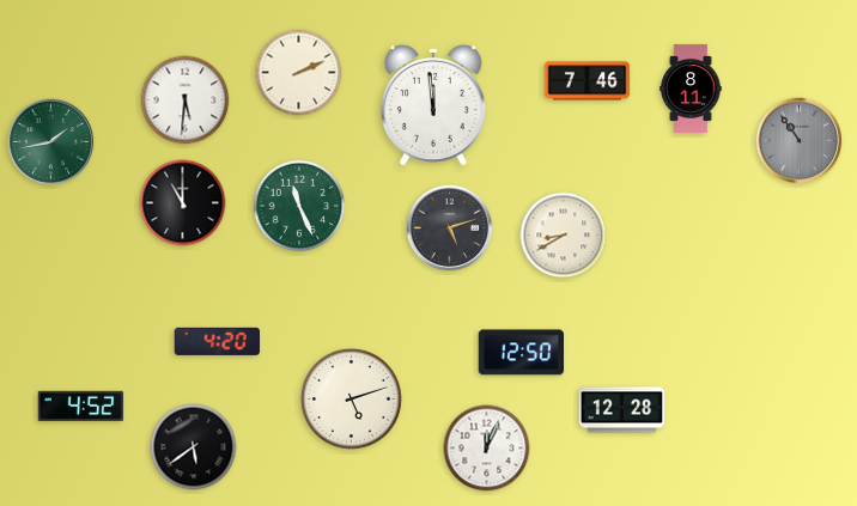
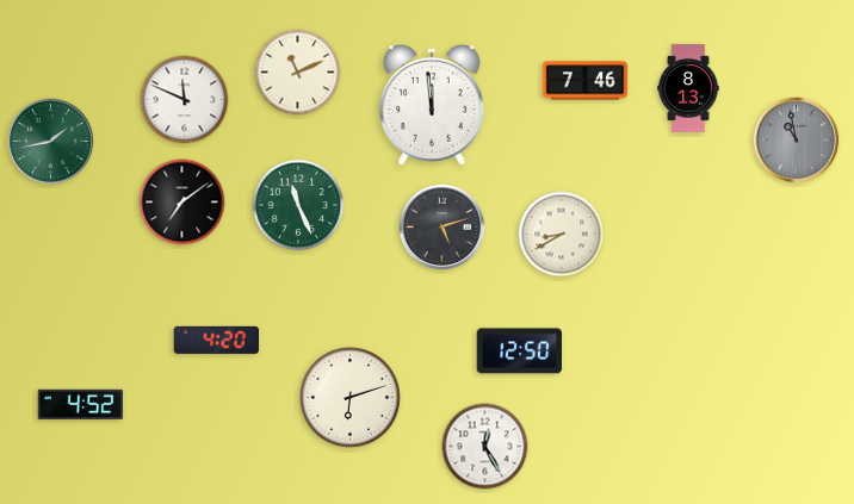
clock at (299, 73): 2:11 -> 11:11
clock at (691, 89): 8:11 -> 8:13
clock at (186, 100): 5:31 -> 11:49
clock at (800, 141): 10:54 -> 10:58
clock at (183, 203): 11:00 -> 7:09
clock at (450, 228) position: (450, 228) -> (443, 228)
clock at (351, 398): 5:12 -> 6:12
clock at (622, 410): 12:28 -> none
clock at (194, 447): 5:39 -> none
clock at (487, 449): 12:04 -> 12:25
